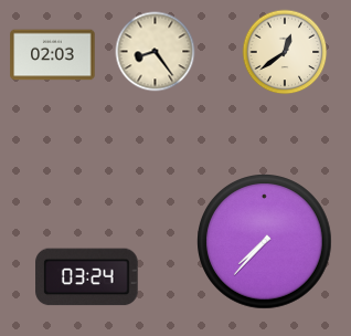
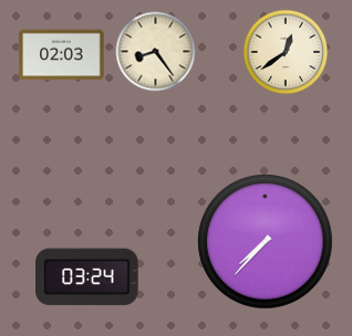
clock at (53, 55) position: (53, 55) -> (62, 55)
